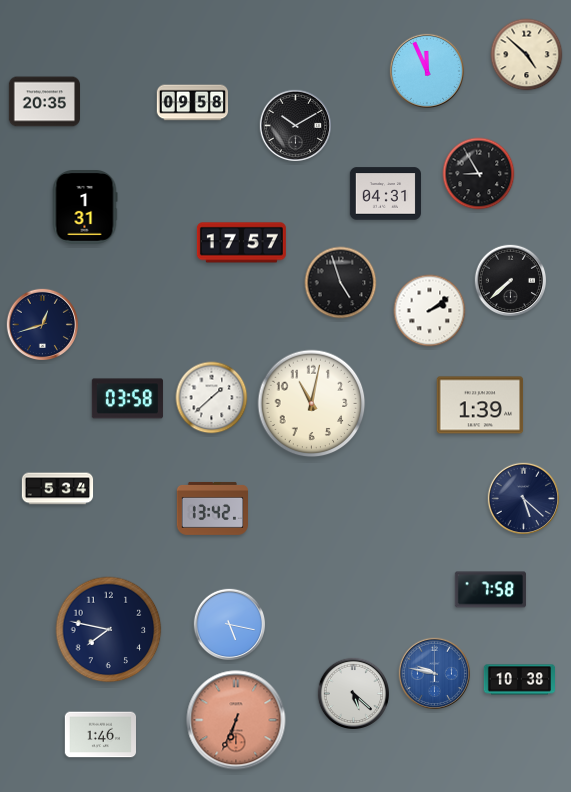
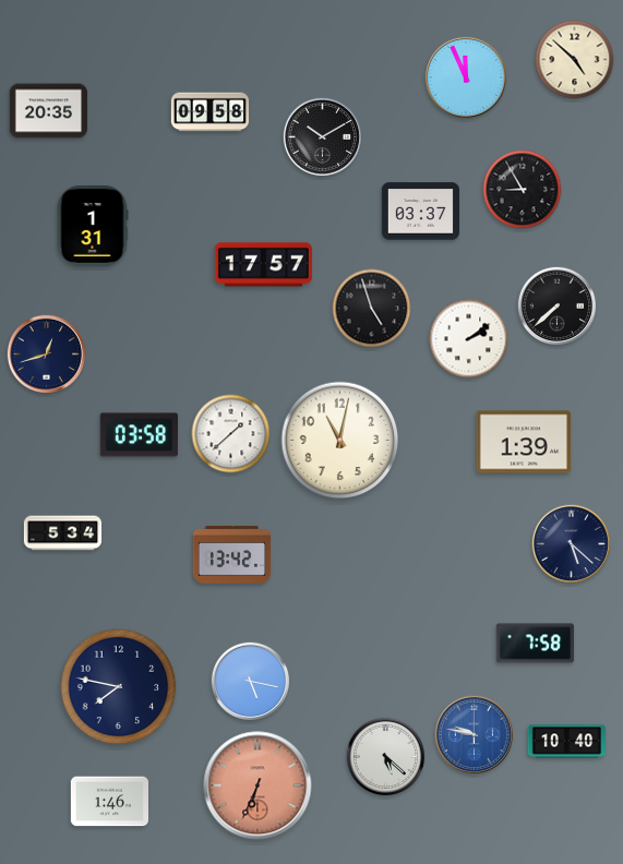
clock at (385, 194): 04:31 -> 03:37
clock at (519, 680): 10:38 -> 10:40
